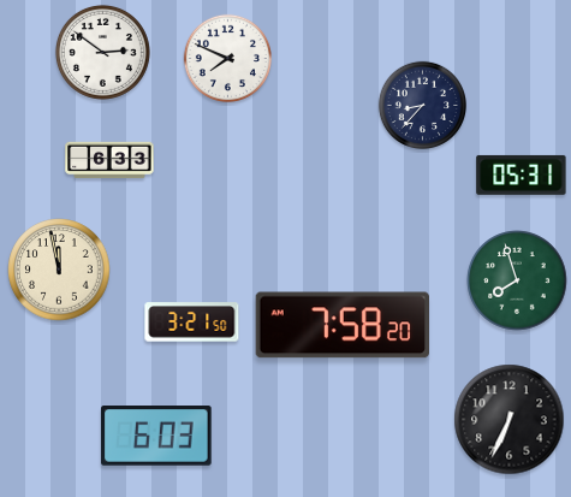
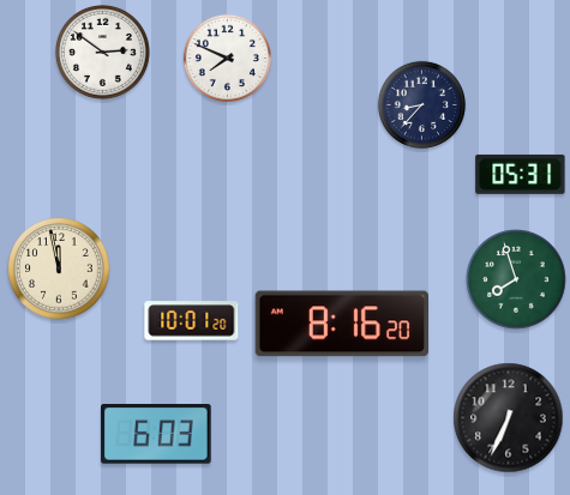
clock at (109, 160): 6:33 -> none
clock at (192, 323): 3:21 -> 10:01
clock at (341, 325): 7:58 -> 8:16
